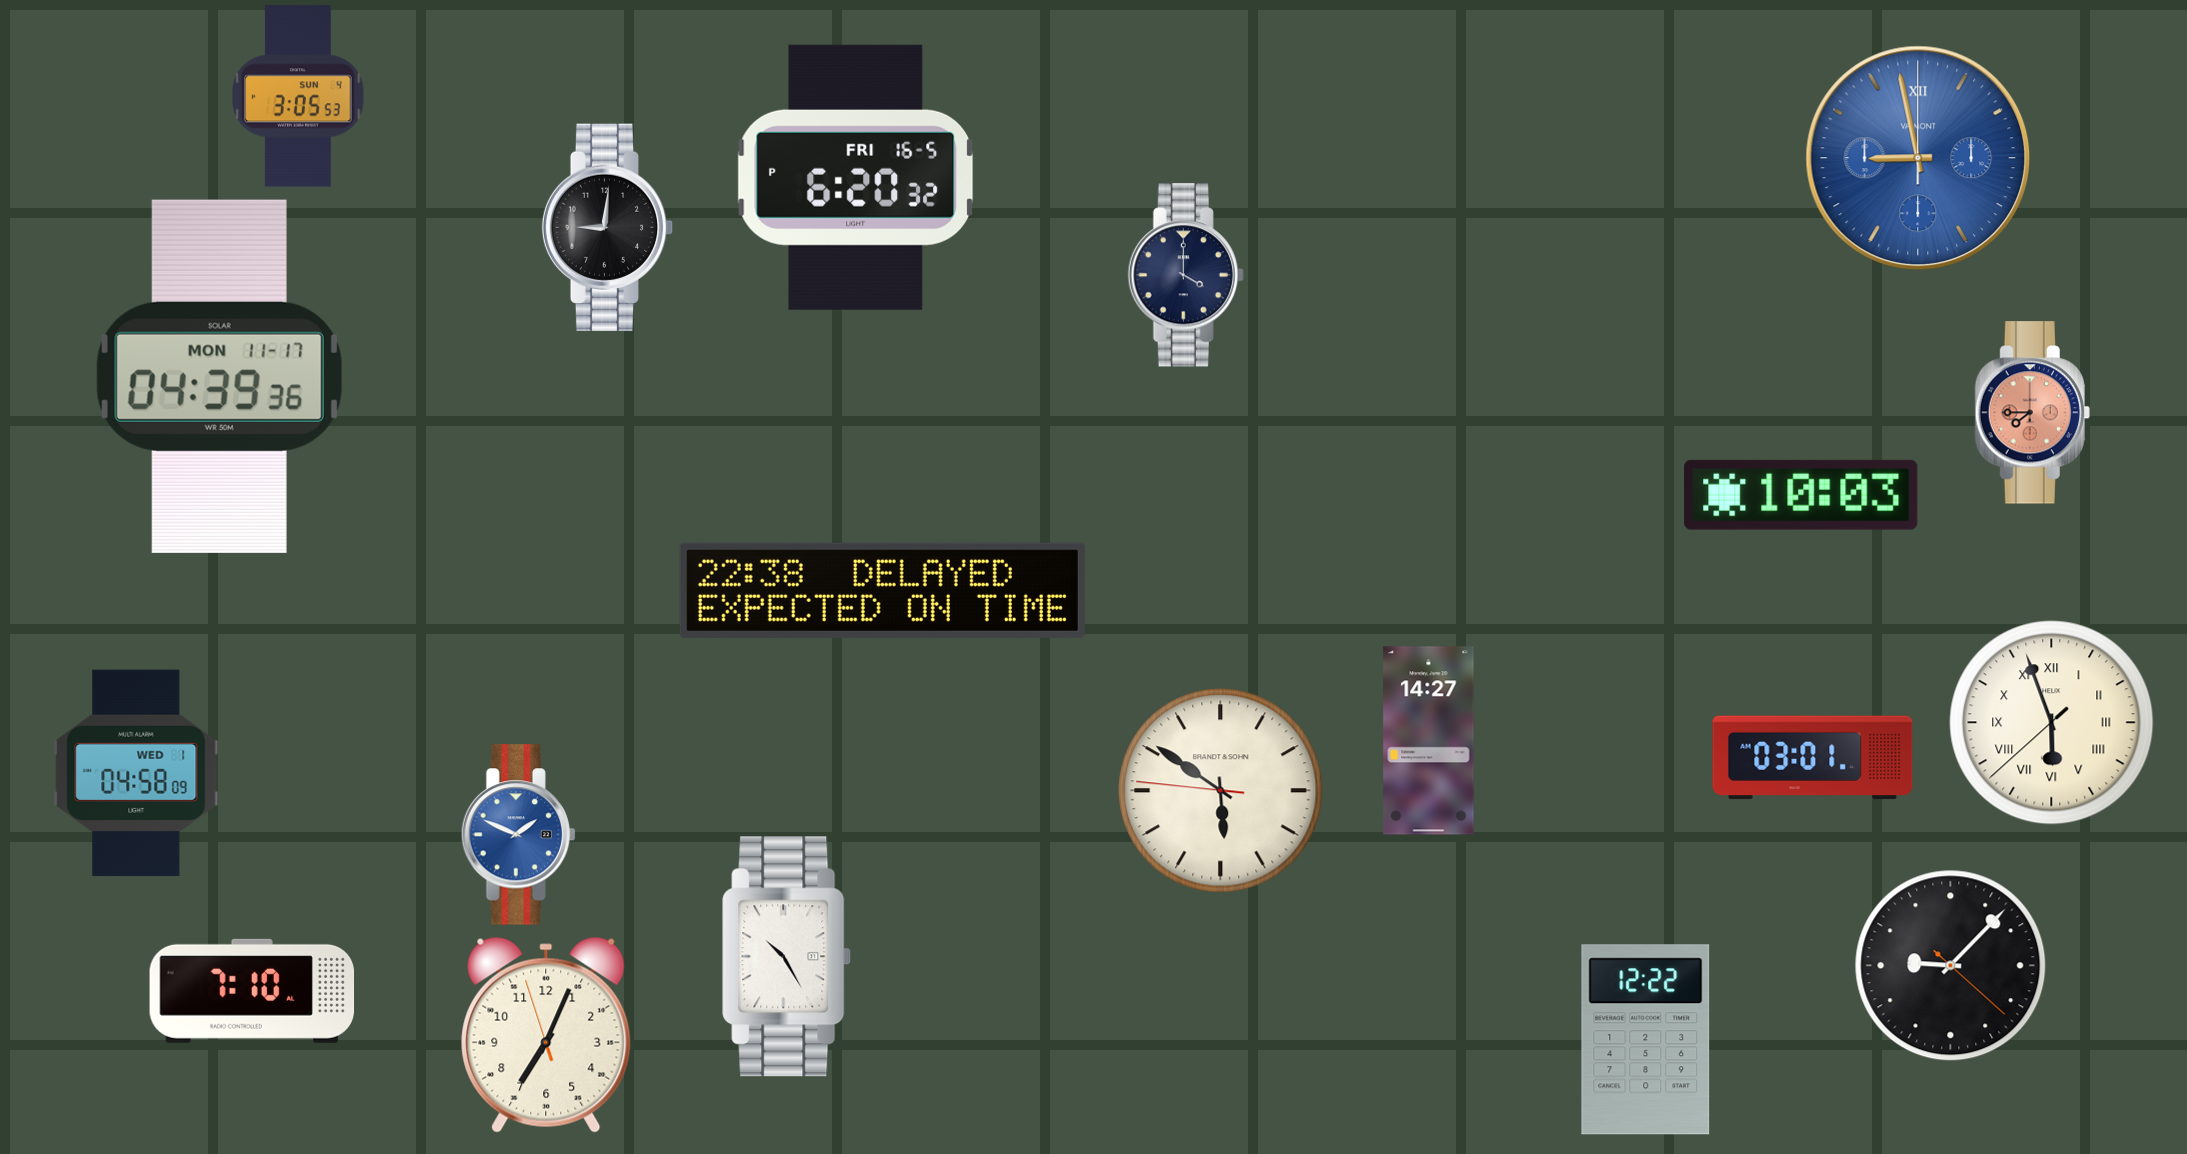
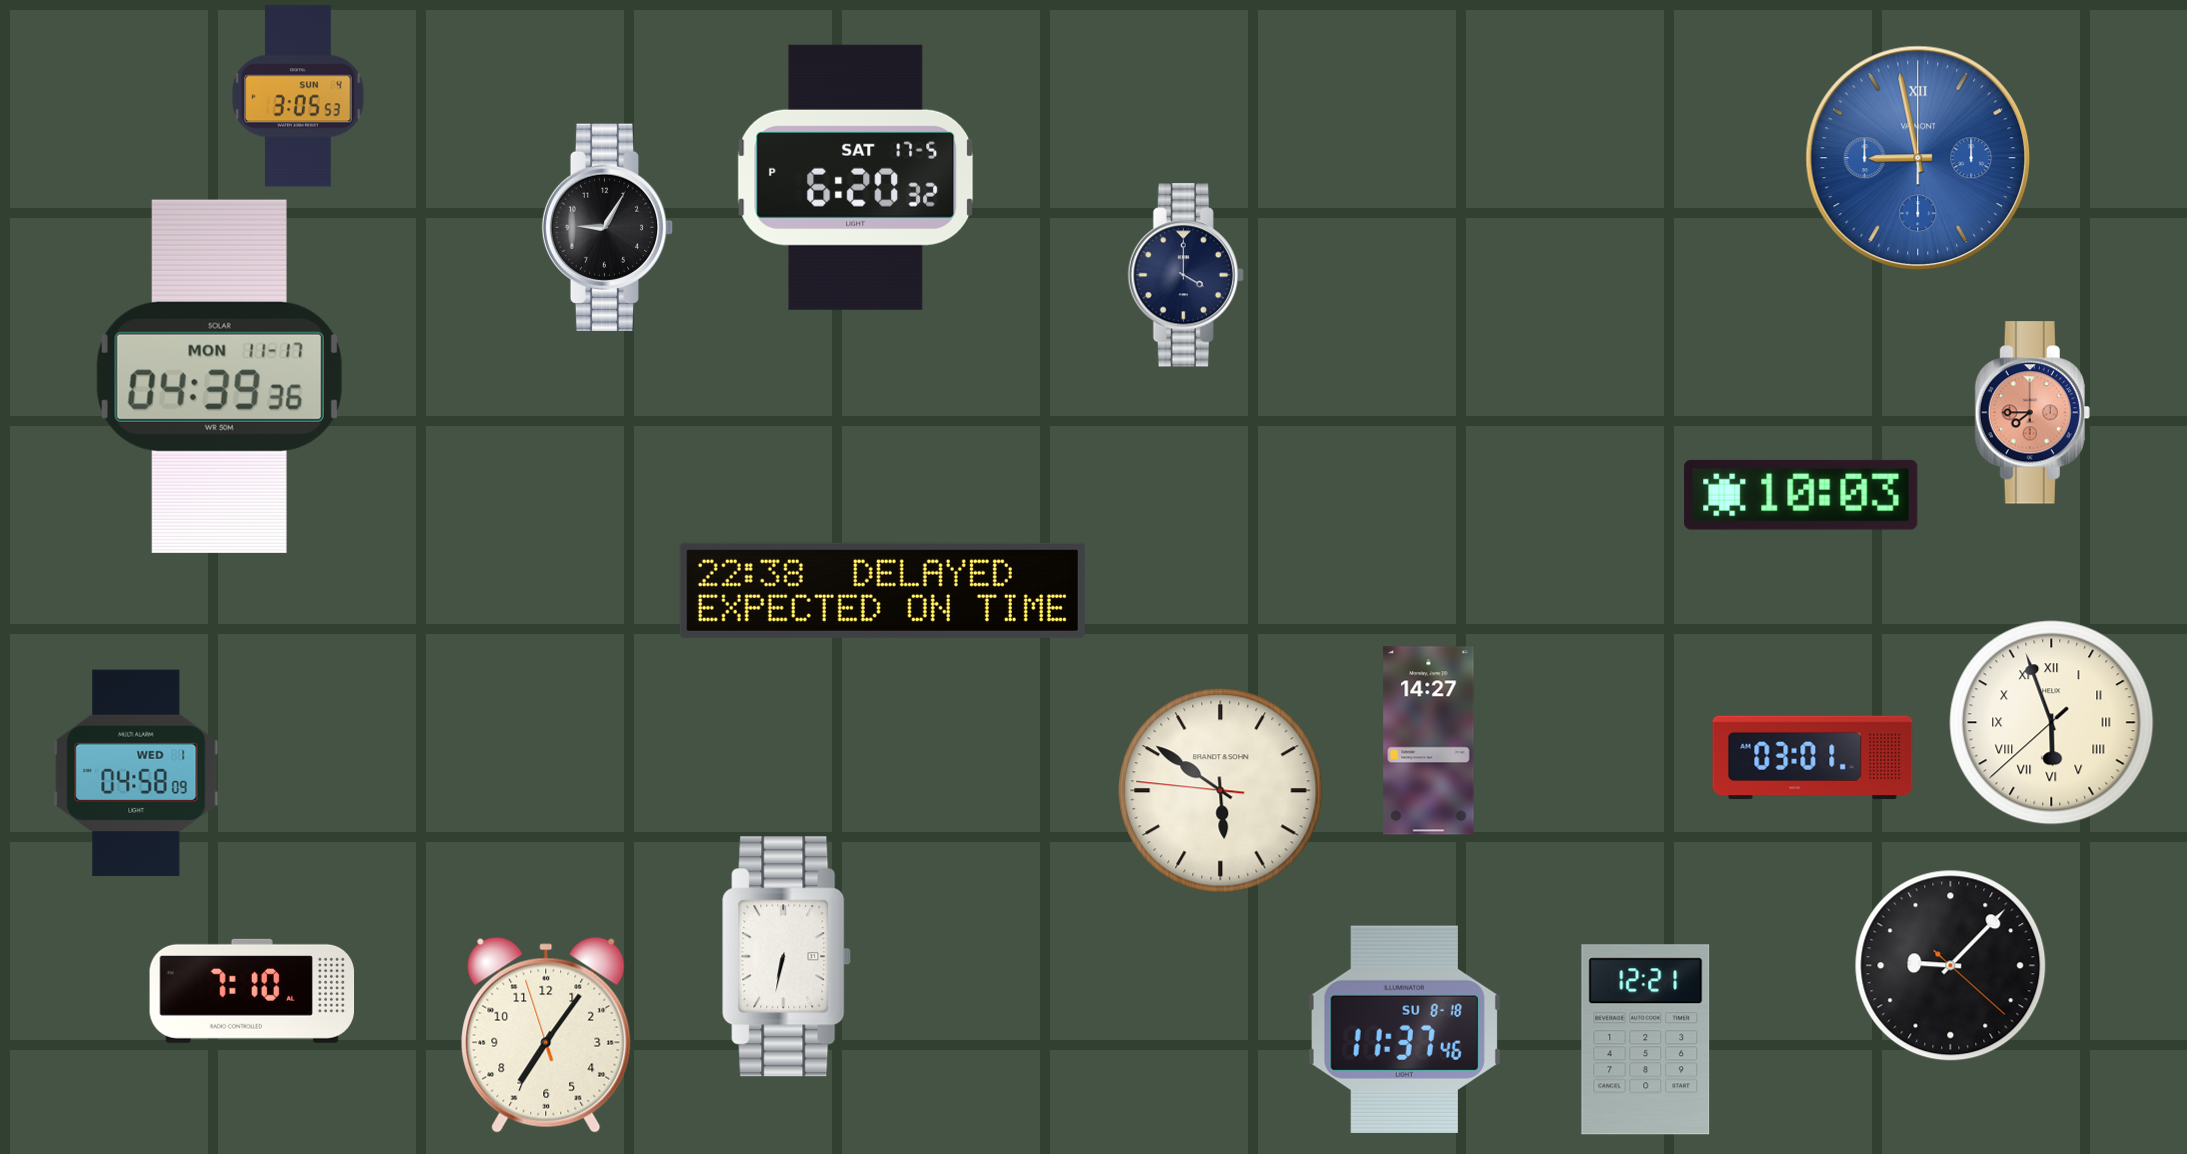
clock at (855, 177) date: FRI 16-5 -> SAT 17-5
clock at (608, 227): 9:01 -> 9:05
clock at (519, 835): 1:49 -> none
clock at (787, 957): 10:25 -> 6:32
clock at (1404, 1029): none -> 11:37
clock at (546, 1035): 7:03 -> 7:05
clock at (1646, 1040): 12:22 -> 12:21
